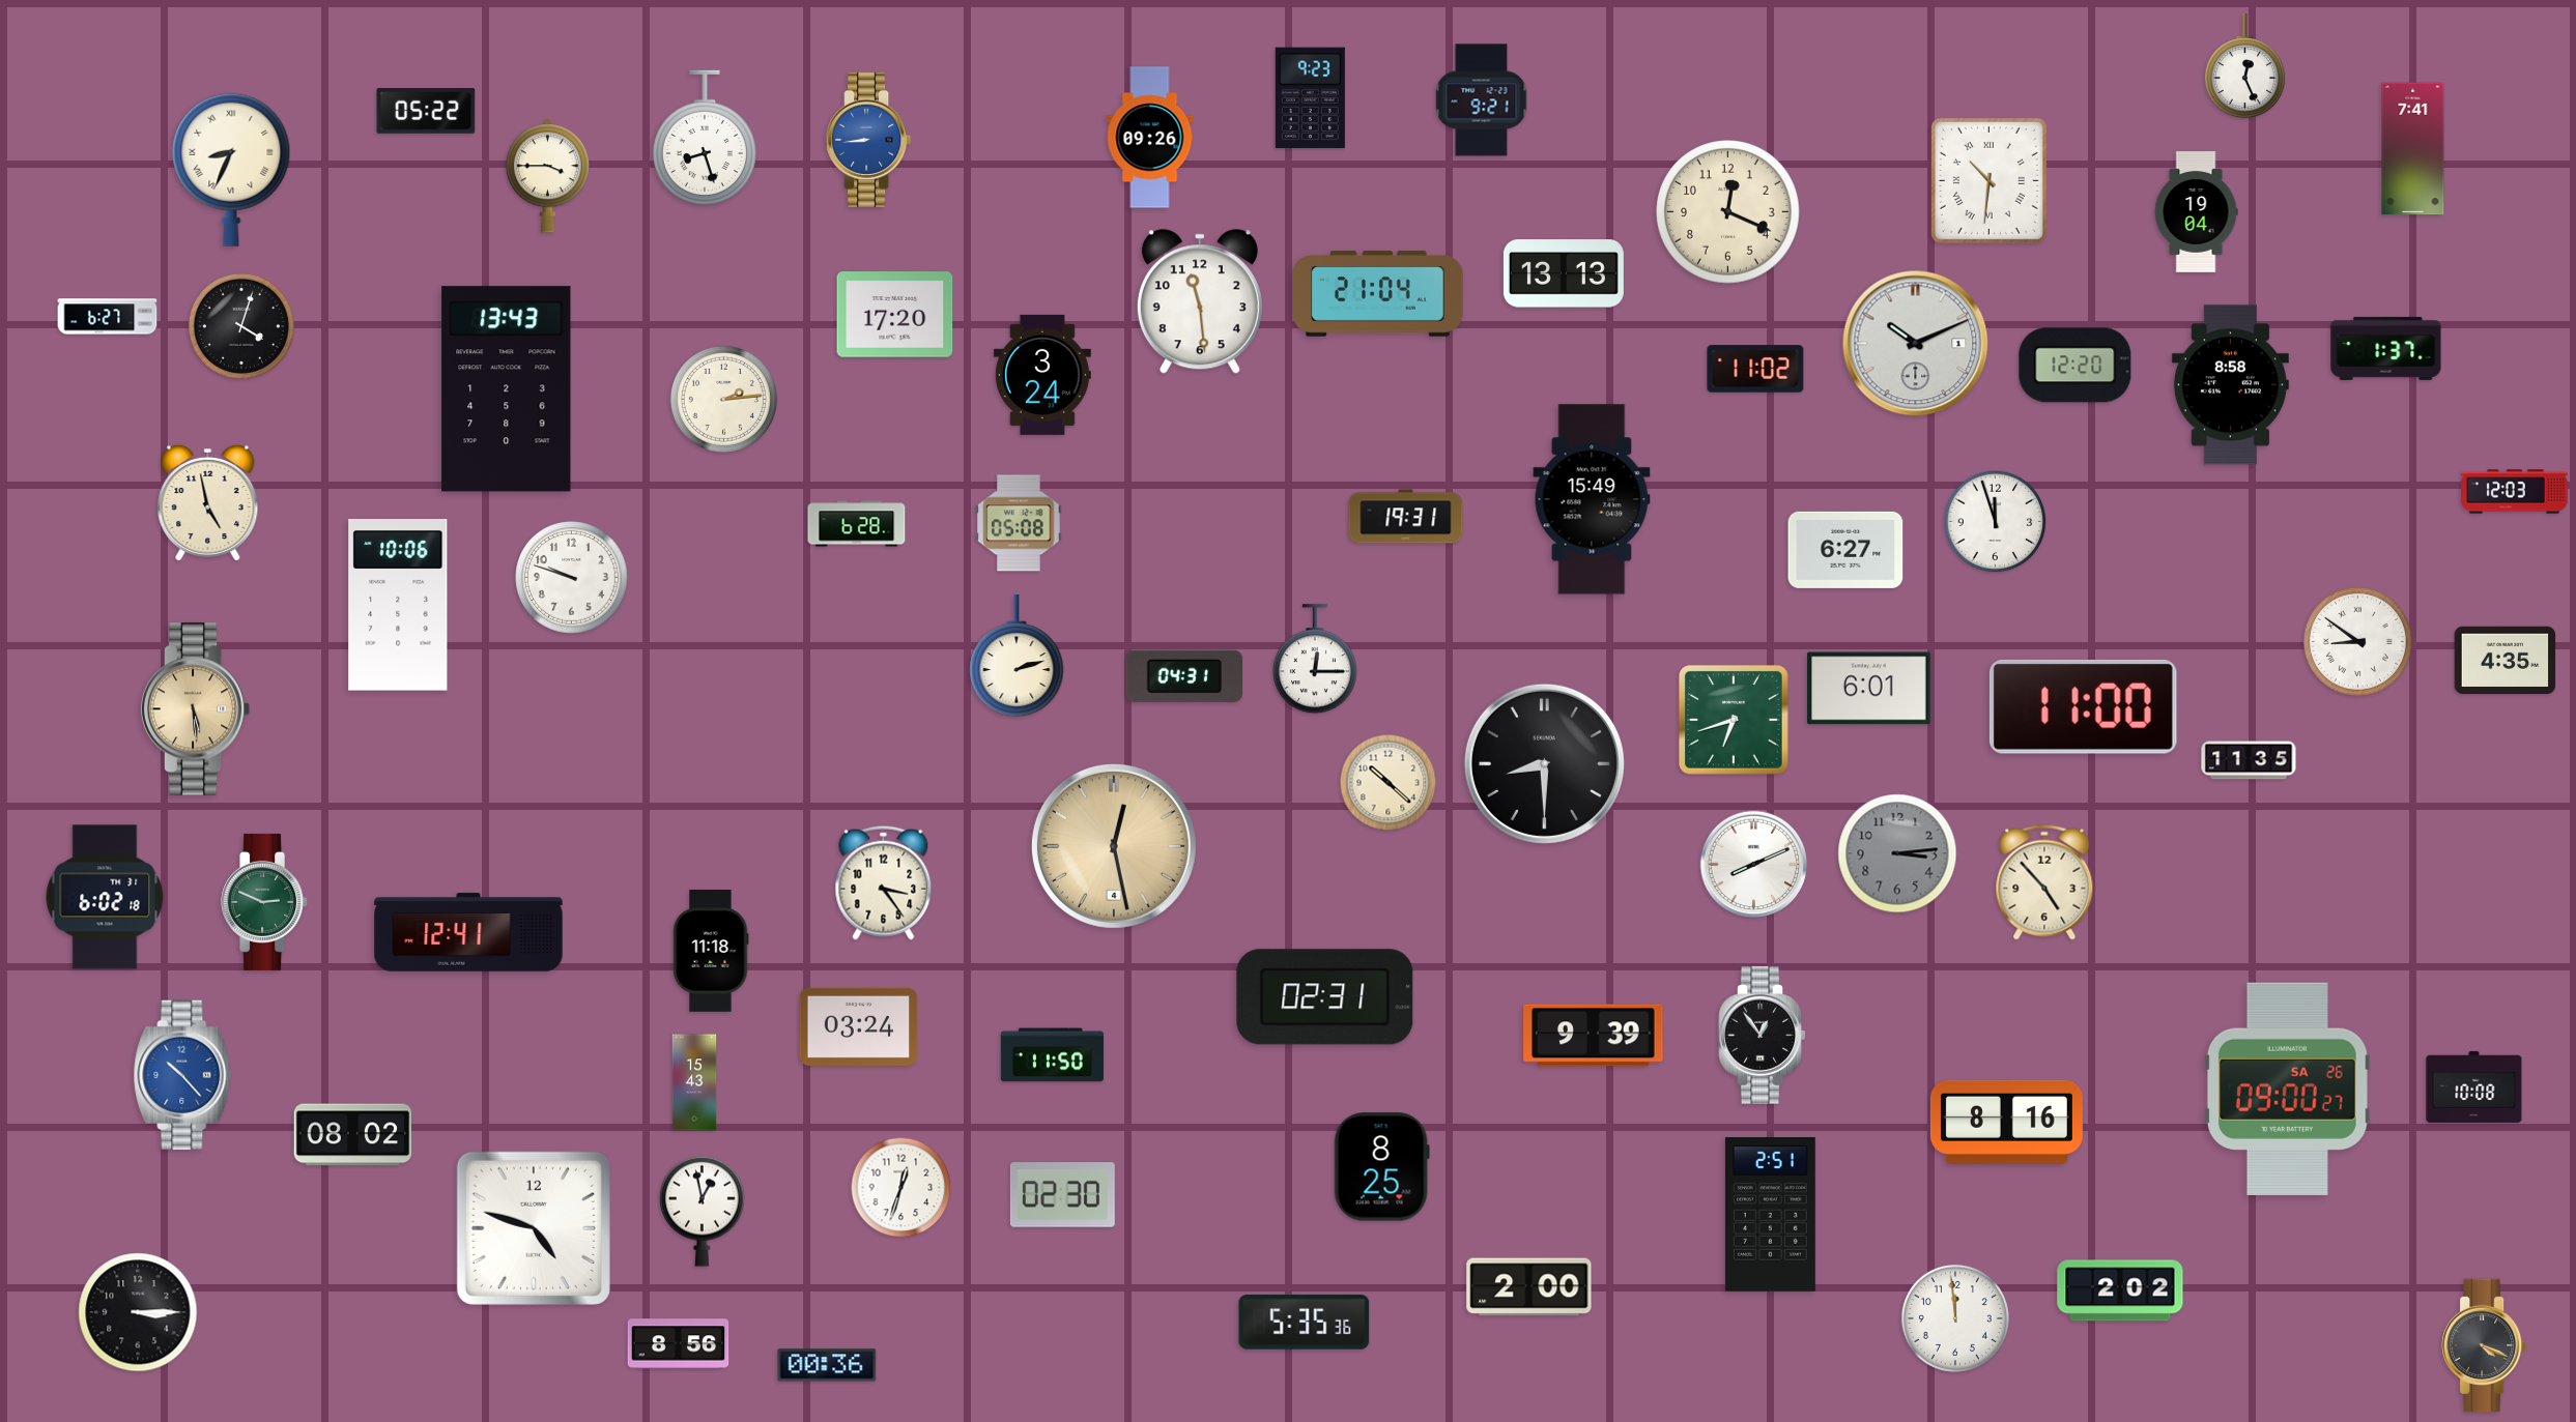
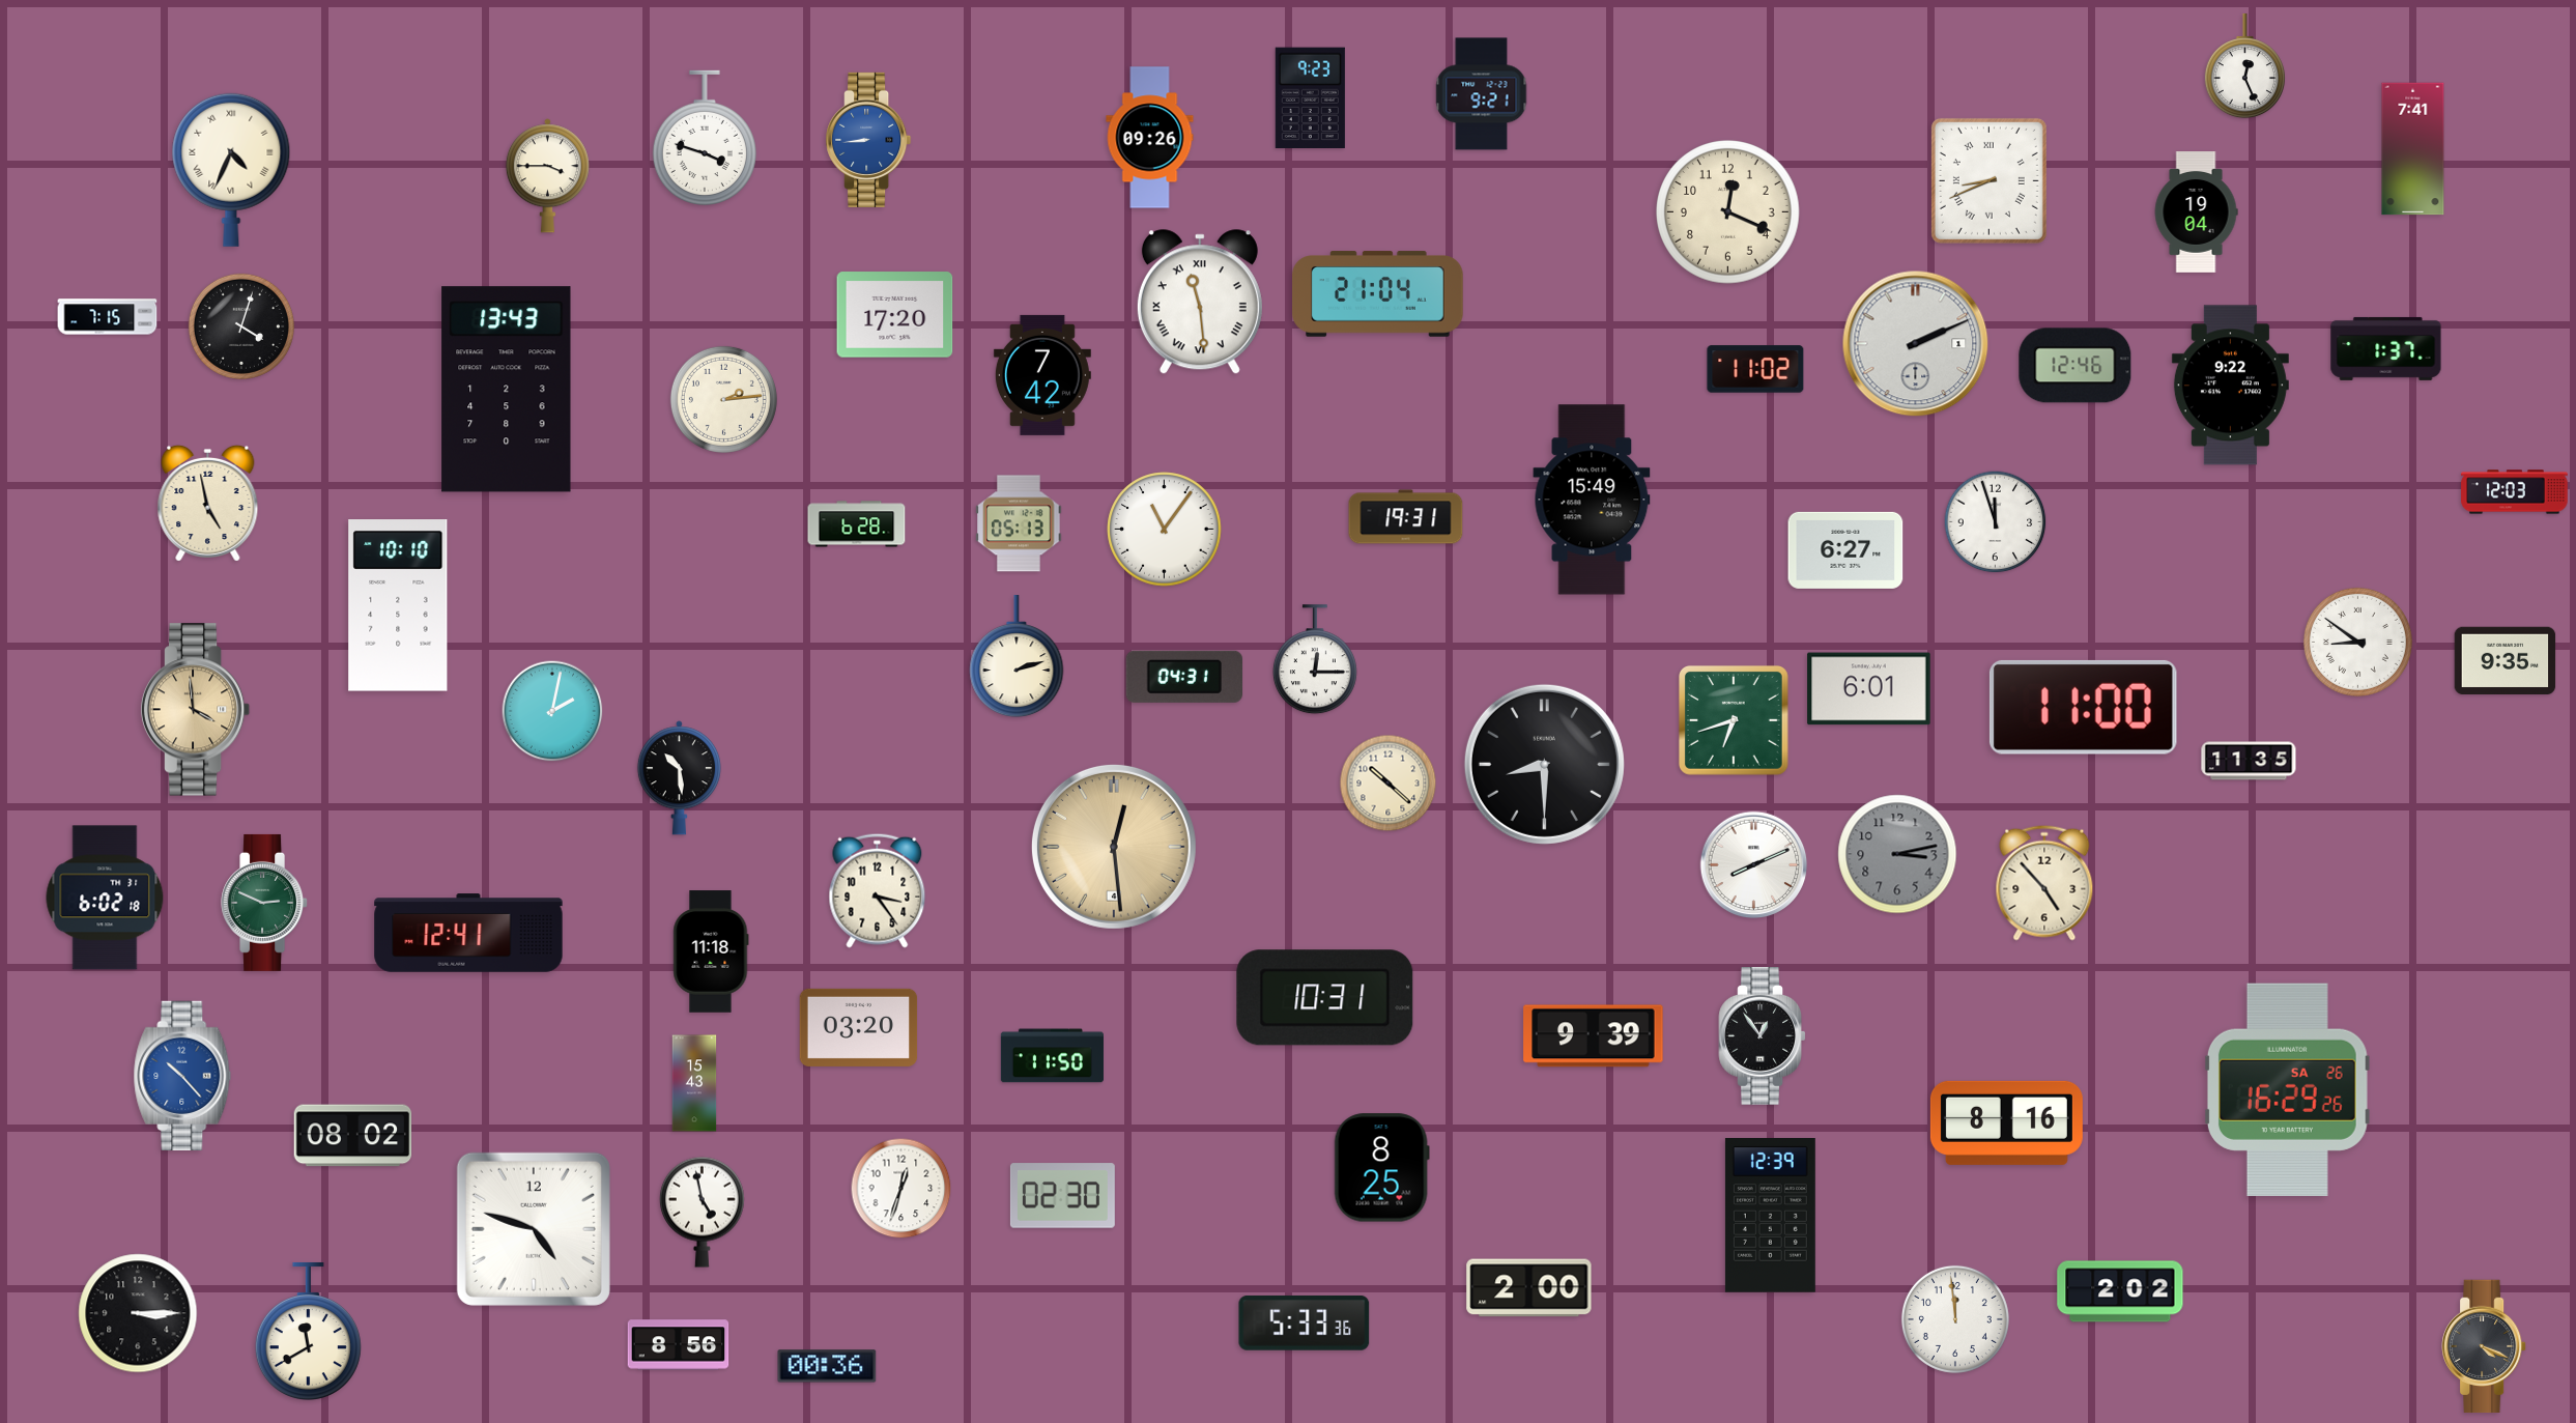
clock at (1482, 100) position: (1482, 100) -> (1482, 94)
clock at (426, 111): 05:22 -> none
clock at (705, 137): 8:27 -> 3:48
clock at (231, 170): 8:34 -> 4:34
clock at (1988, 180): 10:31 -> 8:41
clock at (1564, 273): 13:13 -> none
clock at (1200, 302) numerals: Arabic -> Roman
clock at (108, 317): 6:27 -> 7:15
clock at (1916, 344): 10:11 -> 2:11
clock at (2076, 366): 12:20 -> 12:46
clock at (1042, 375): 3:24 -> 7:42
clock at (2230, 385): 8:58 -> 9:22
clock at (1019, 523): 05:08 -> 05:13
clock at (1165, 530): none -> 11:06
clock at (572, 578): 9:48 -> none
clock at (398, 605): 10:06 -> 10:10
clock at (2506, 660): 4:35 -> 9:35
clock at (196, 709): 5:29 -> 3:59
clock at (552, 711): none -> 2:02
clock at (679, 778): none -> 10:29
clock at (1114, 846): 12:28 -> 12:29
clock at (1897, 853): 3:14 -> 3:13
clock at (884, 882) position: (884, 882) -> (878, 890)
clock at (1325, 997): 02:31 -> 10:31
clock at (859, 1026): 03:24 -> 03:20
clock at (2474, 1086): 10:08 -> none
clock at (2287, 1089): 09:00 -> 16:29
clock at (702, 1211): 12:58 -> 4:58
clock at (1770, 1215): 2:51 -> 12:39
clock at (1305, 1322): 5:35 -> 5:33
clock at (308, 1331): none -> 11:40
